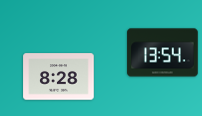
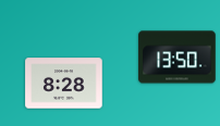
clock at (163, 53): 13:54 -> 13:50
